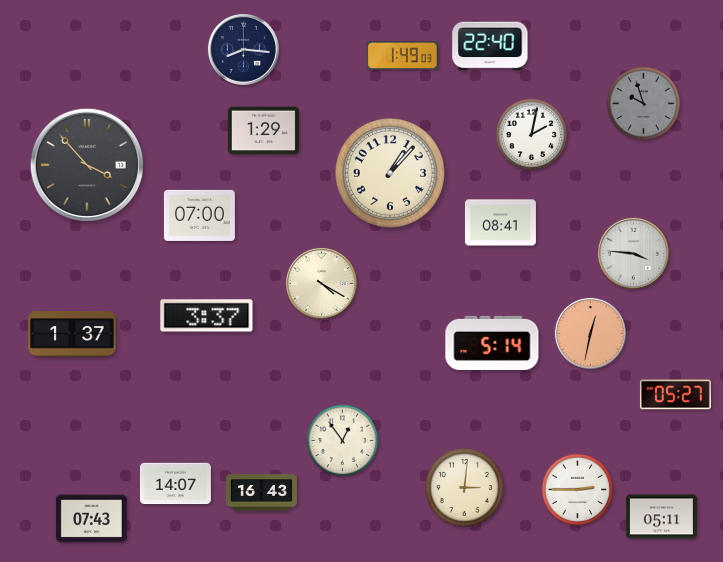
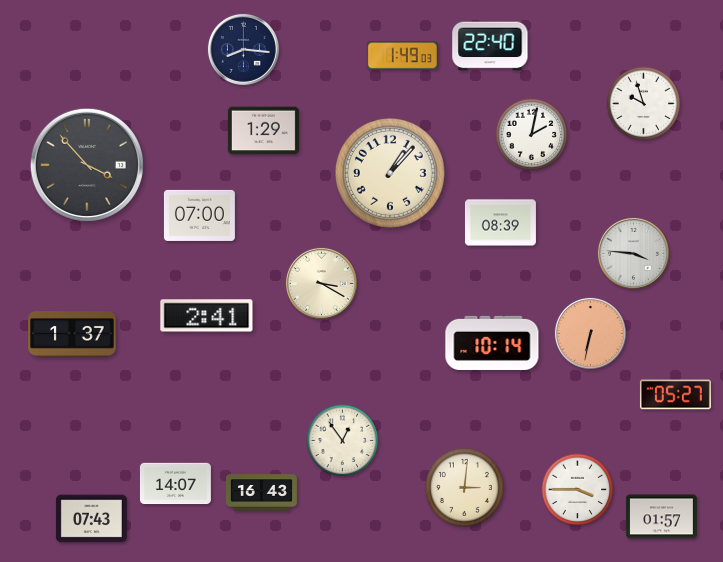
clock at (644, 104) dial: grey -> white
clock at (500, 223): 08:41 -> 08:39
clock at (321, 283): 4:20 -> 3:20
clock at (207, 316): 3:37 -> 2:41
clock at (590, 333): 12:32 -> 6:32
clock at (492, 343): 5:14 -> 10:14
clock at (578, 490): 2:45 -> 3:45
clock at (661, 517): 05:11 -> 01:57
